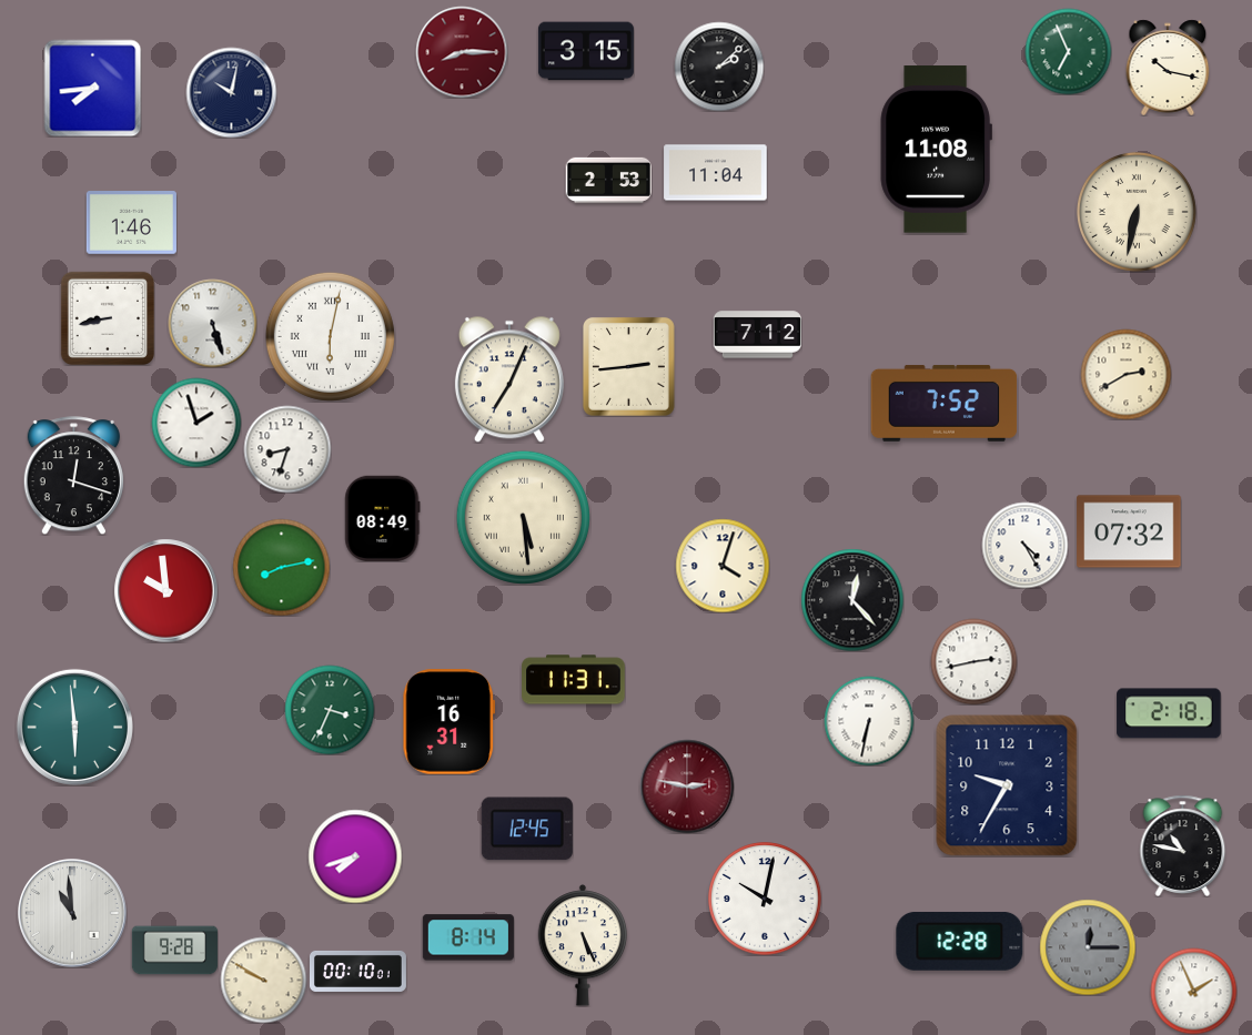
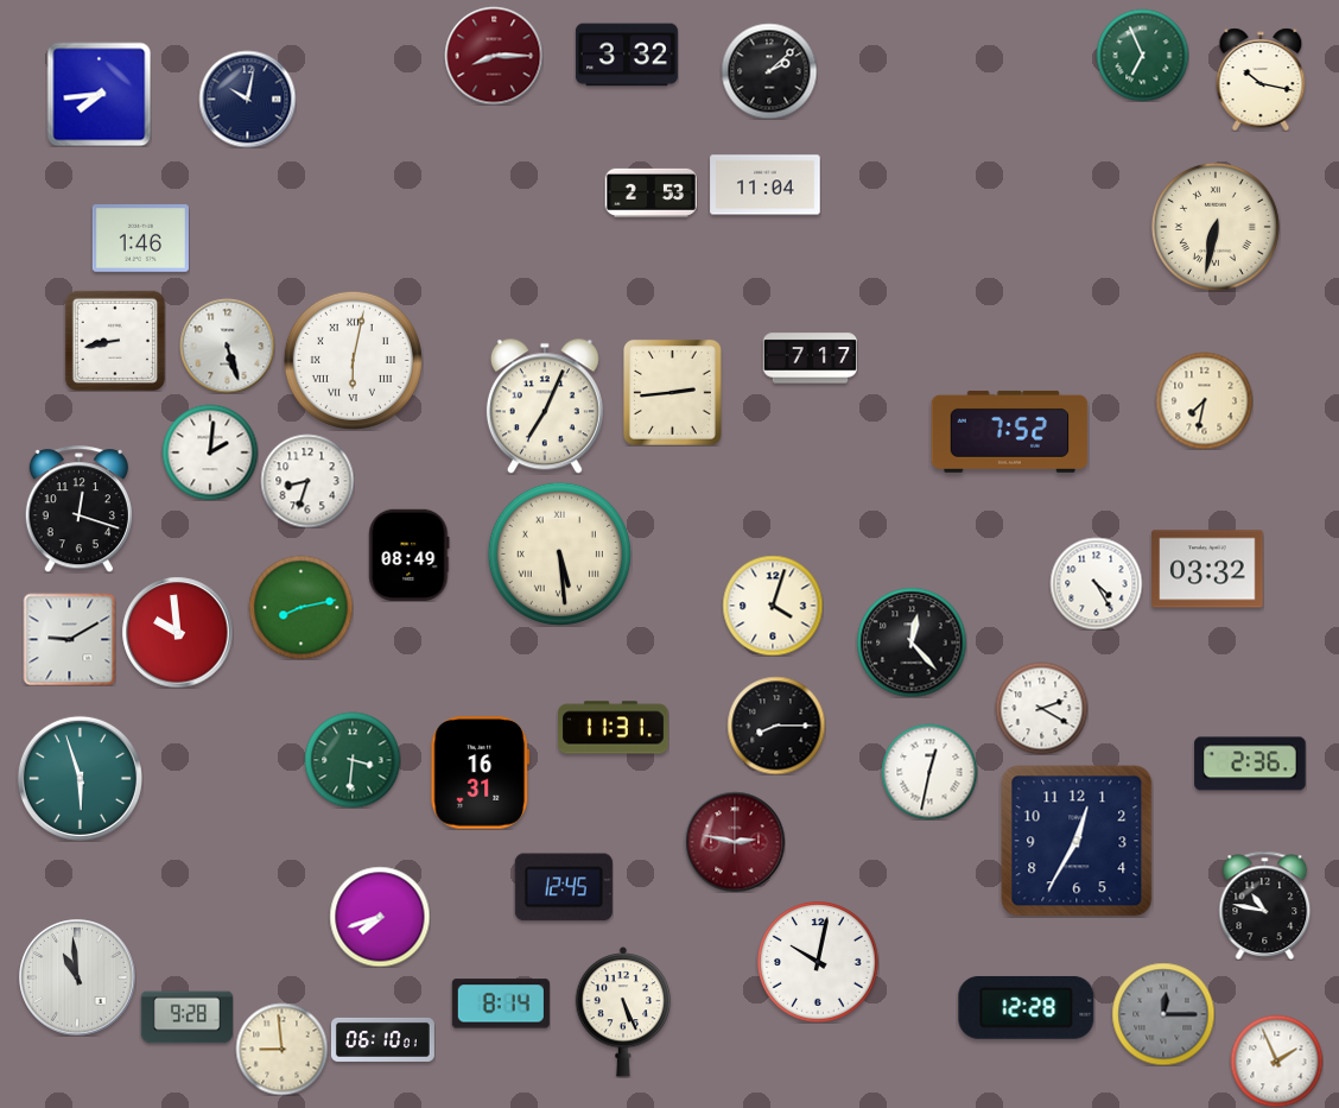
clock at (586, 51): 3:15 -> 3:32
clock at (1168, 68) position: (1168, 68) -> (1261, 80)
clock at (936, 150): 11:08 -> none
clock at (757, 335): 7:12 -> 7:17
clock at (1125, 374): 2:40 -> 7:32
clock at (196, 423): 1:57 -> 2:01
clock at (1129, 531): 07:32 -> 03:32
clock at (69, 639): none -> 9:10
clock at (973, 661): 2:43 -> 2:20
clock at (776, 726): none -> 8:15
clock at (330, 710): 3:34 -> 3:31
clock at (1169, 713): 2:18 -> 2:36
clock at (869, 721): 6:32 -> 12:32
clock at (74, 727): 5:59 -> 5:57
clock at (1007, 785): 9:35 -> 12:35
clock at (357, 971): 00:10 -> 06:10
clock at (263, 980): 9:50 -> 8:59
